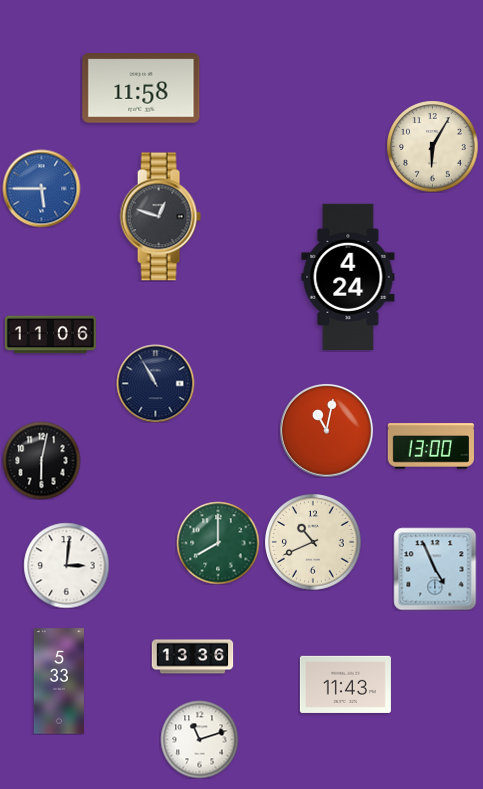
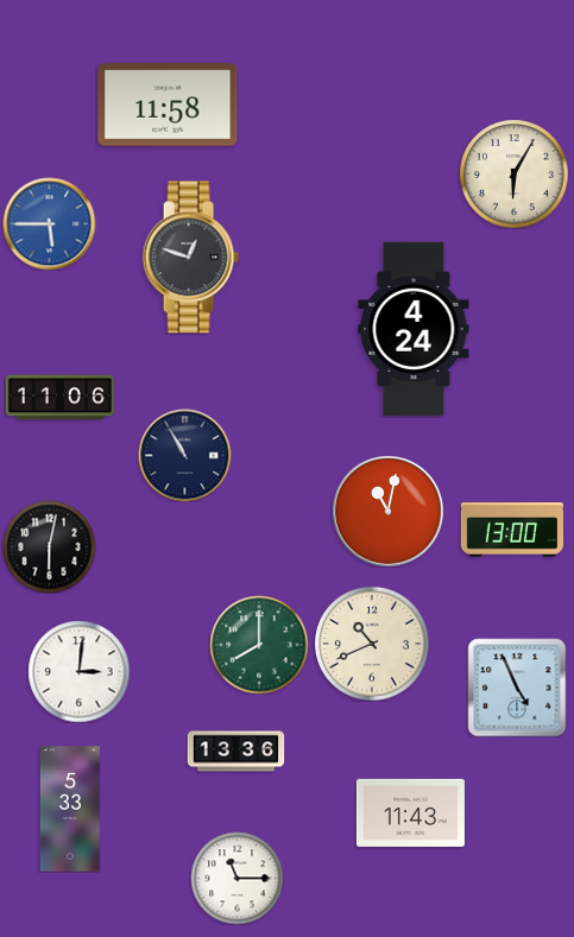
clock at (435, 569) position: (435, 569) -> (517, 688)
clock at (192, 657) position: (192, 657) -> (235, 752)
clock at (199, 739): 11:12 -> 11:15
